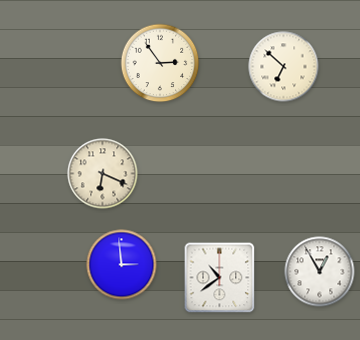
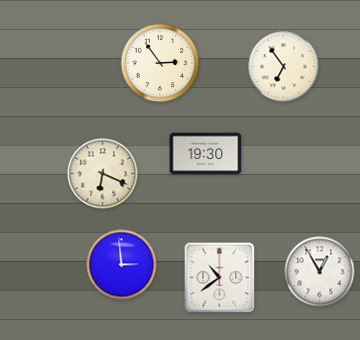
clock at (284, 67): 6:52 -> 6:54
clock at (206, 154): none -> 19:30
